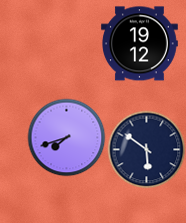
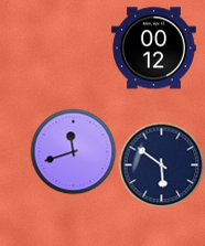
clock at (140, 44): 19:12 -> 00:12
clock at (66, 137): 7:42 -> 11:42
